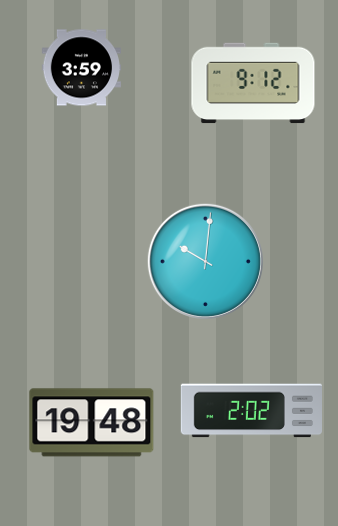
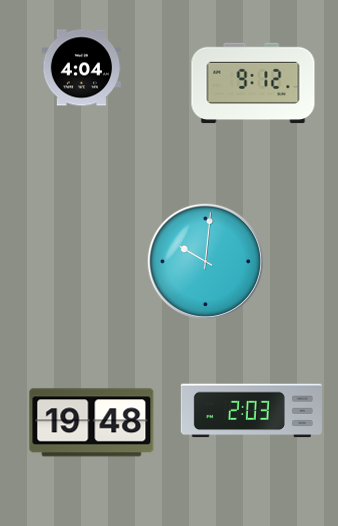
clock at (81, 68): 3:59 -> 4:04
clock at (251, 411): 2:02 -> 2:03
